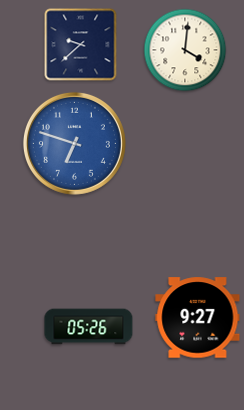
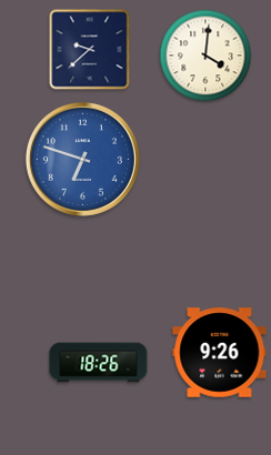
clock at (198, 318): 9:27 -> 9:26
clock at (89, 327): 05:26 -> 18:26
